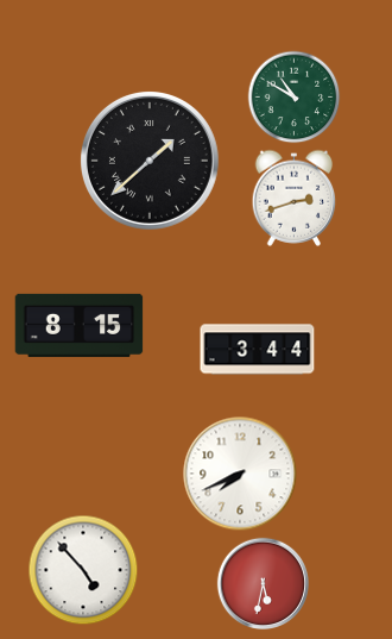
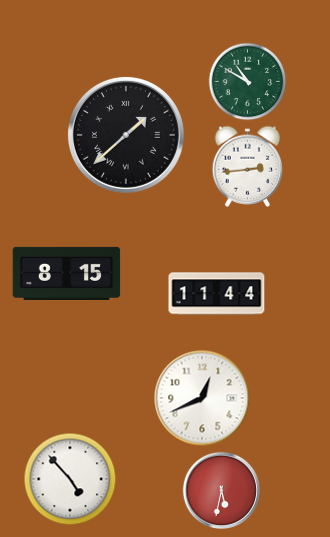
clock at (295, 198): 2:42 -> 2:44
clock at (258, 350): 3:44 -> 11:44
clock at (240, 474): 7:41 -> 12:41
